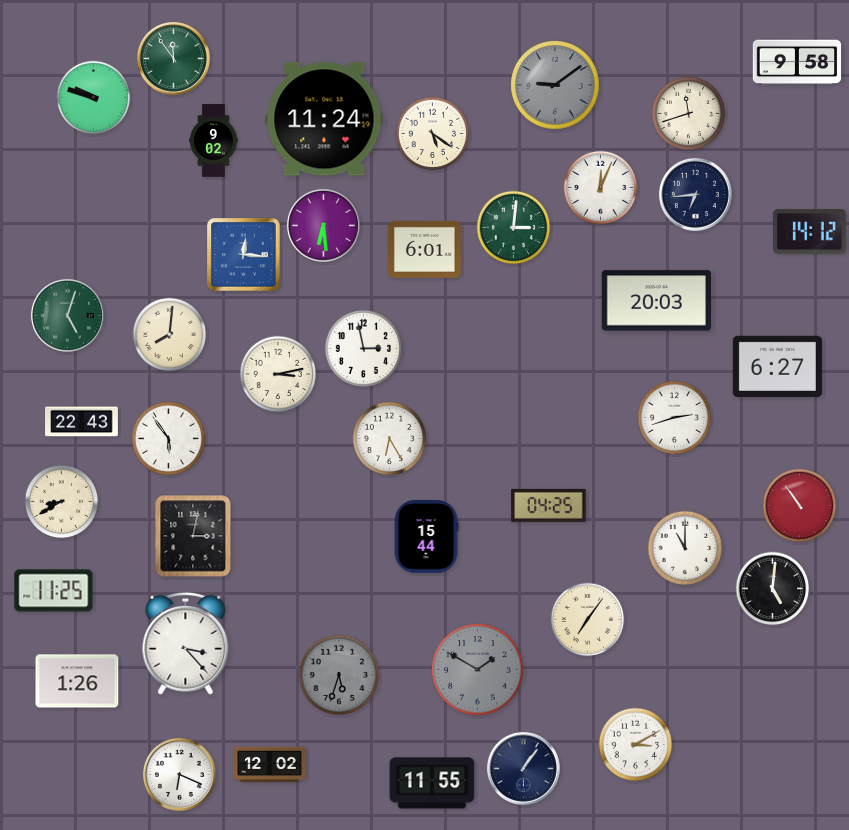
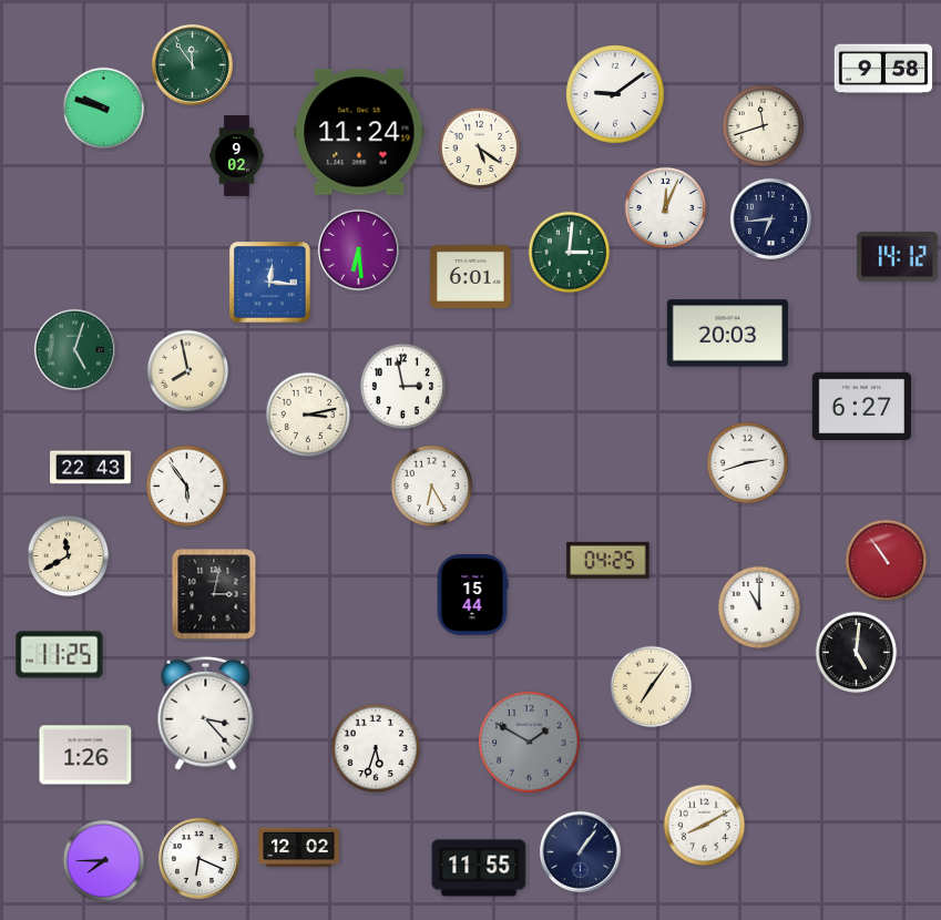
clock at (555, 85) dial: grey -> white
clock at (695, 194) position: (695, 194) -> (770, 218)
clock at (170, 335): 8:01 -> 7:58
clock at (62, 502): 8:40 -> 11:40
clock at (339, 675) dial: grey -> white
clock at (636, 745): 3:10 -> 8:10
clock at (104, 861): none -> 7:45
